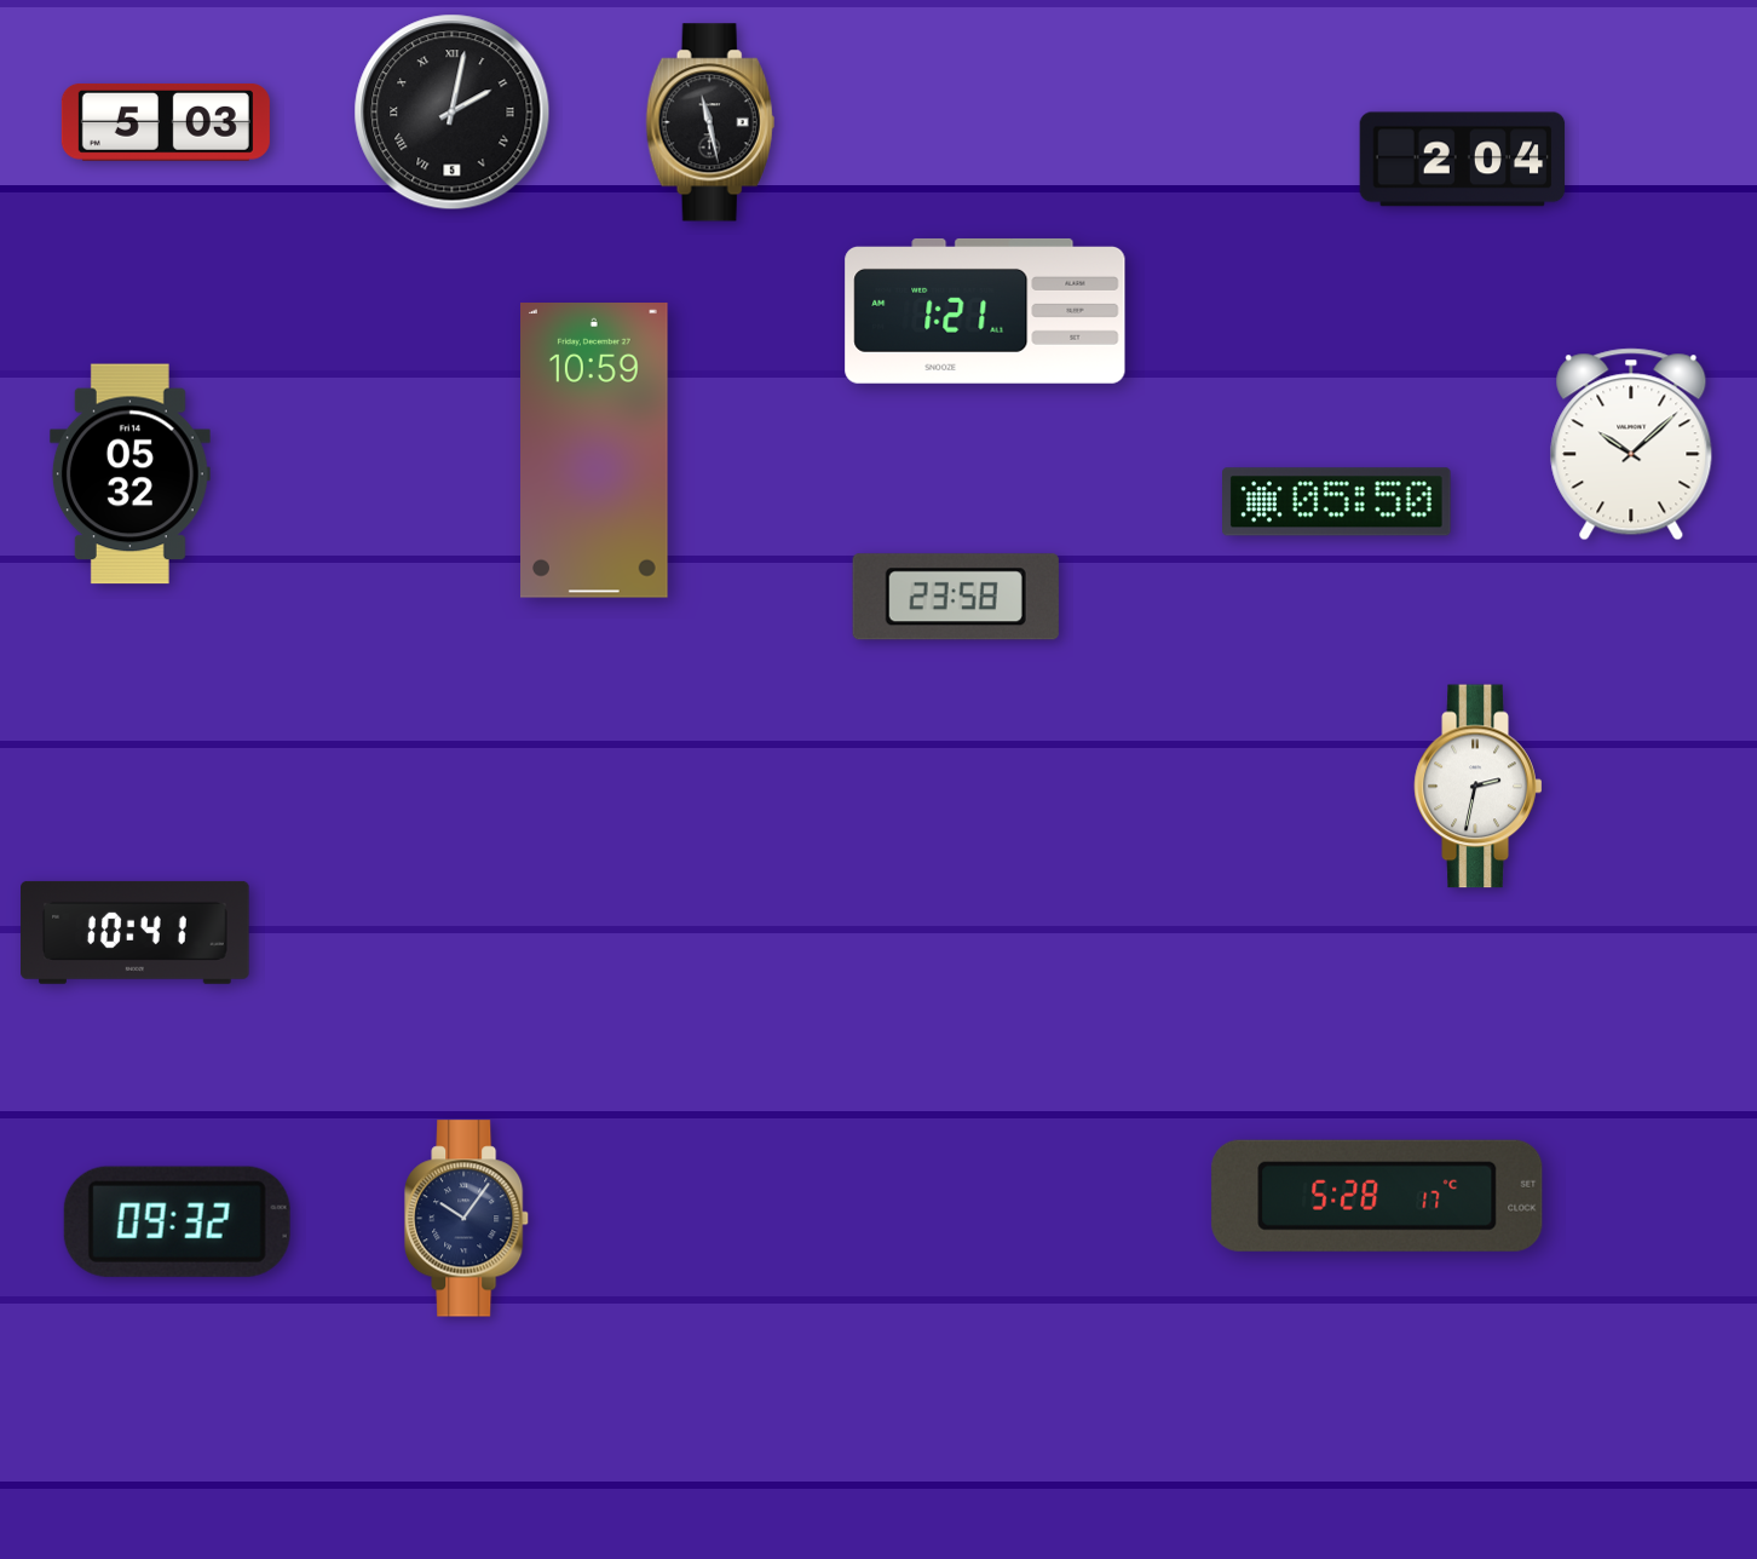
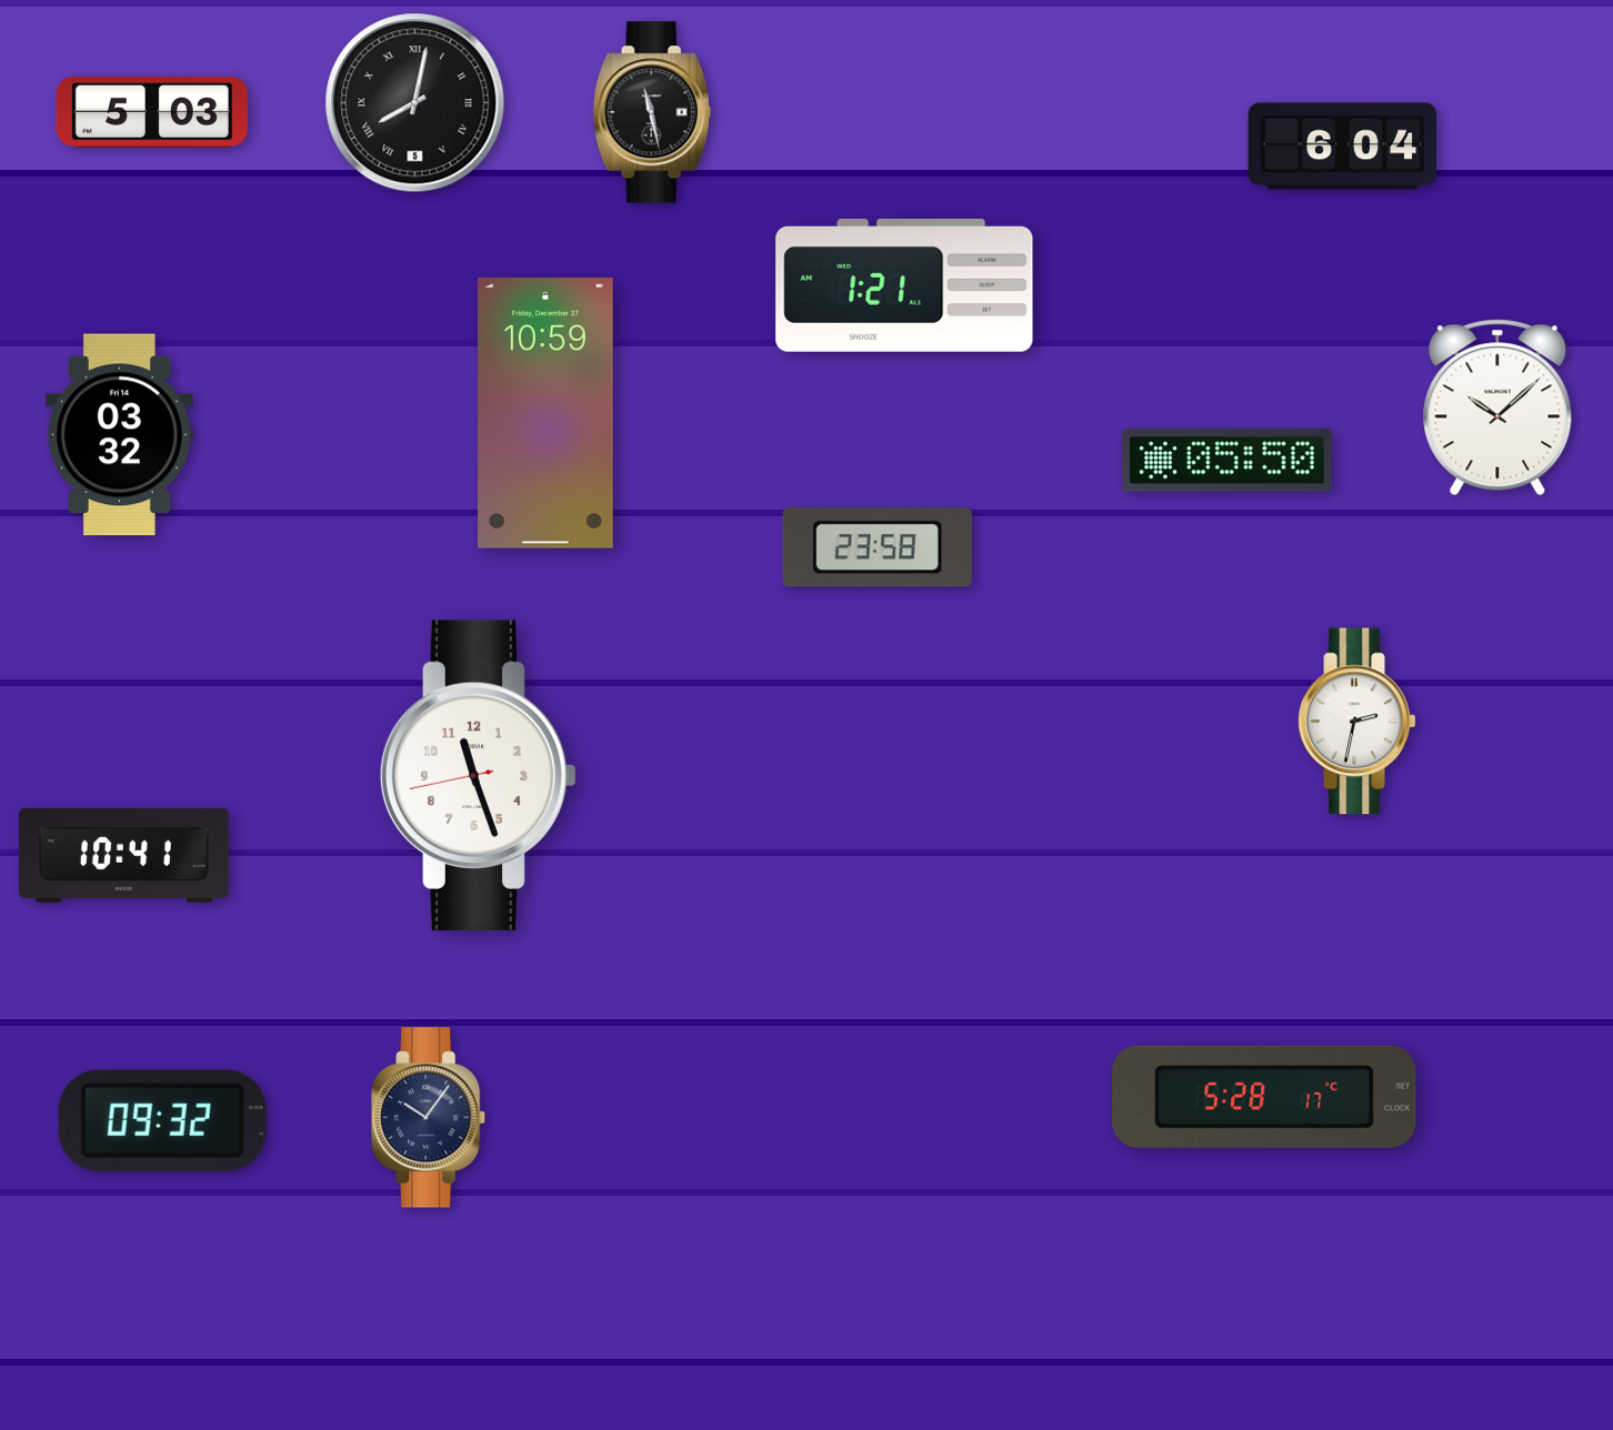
clock at (453, 113): 2:02 -> 8:02
clock at (1463, 160): 2:04 -> 6:04
clock at (129, 474): 05:32 -> 03:32
clock at (479, 775): none -> 11:26
